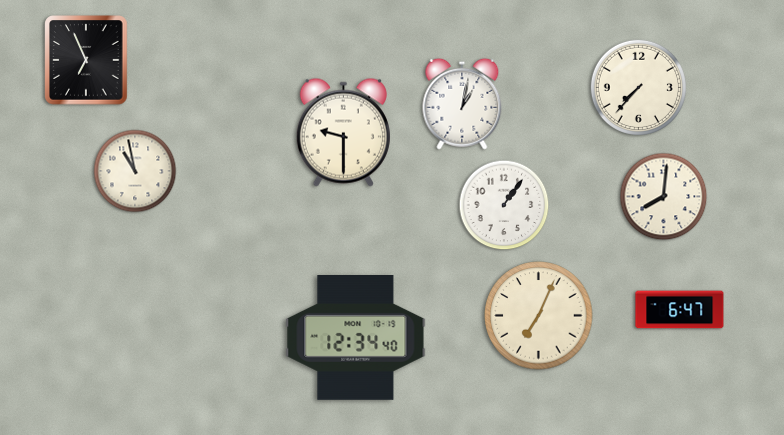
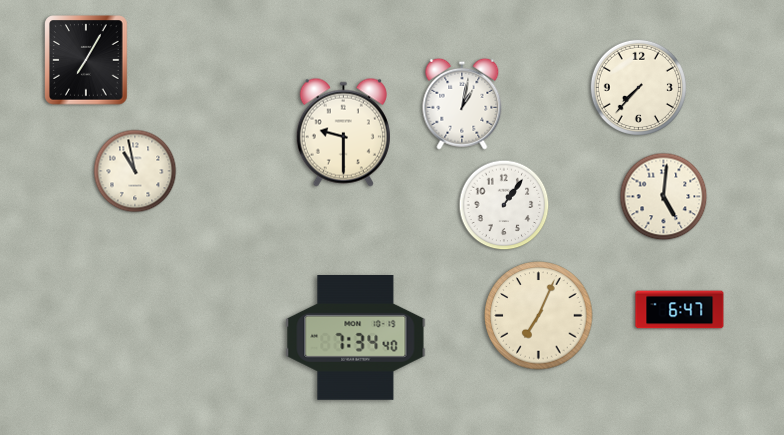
clock at (86, 60): 6:56 -> 7:05
clock at (664, 197): 8:01 -> 5:01
clock at (356, 338): 12:34 -> 7:34
